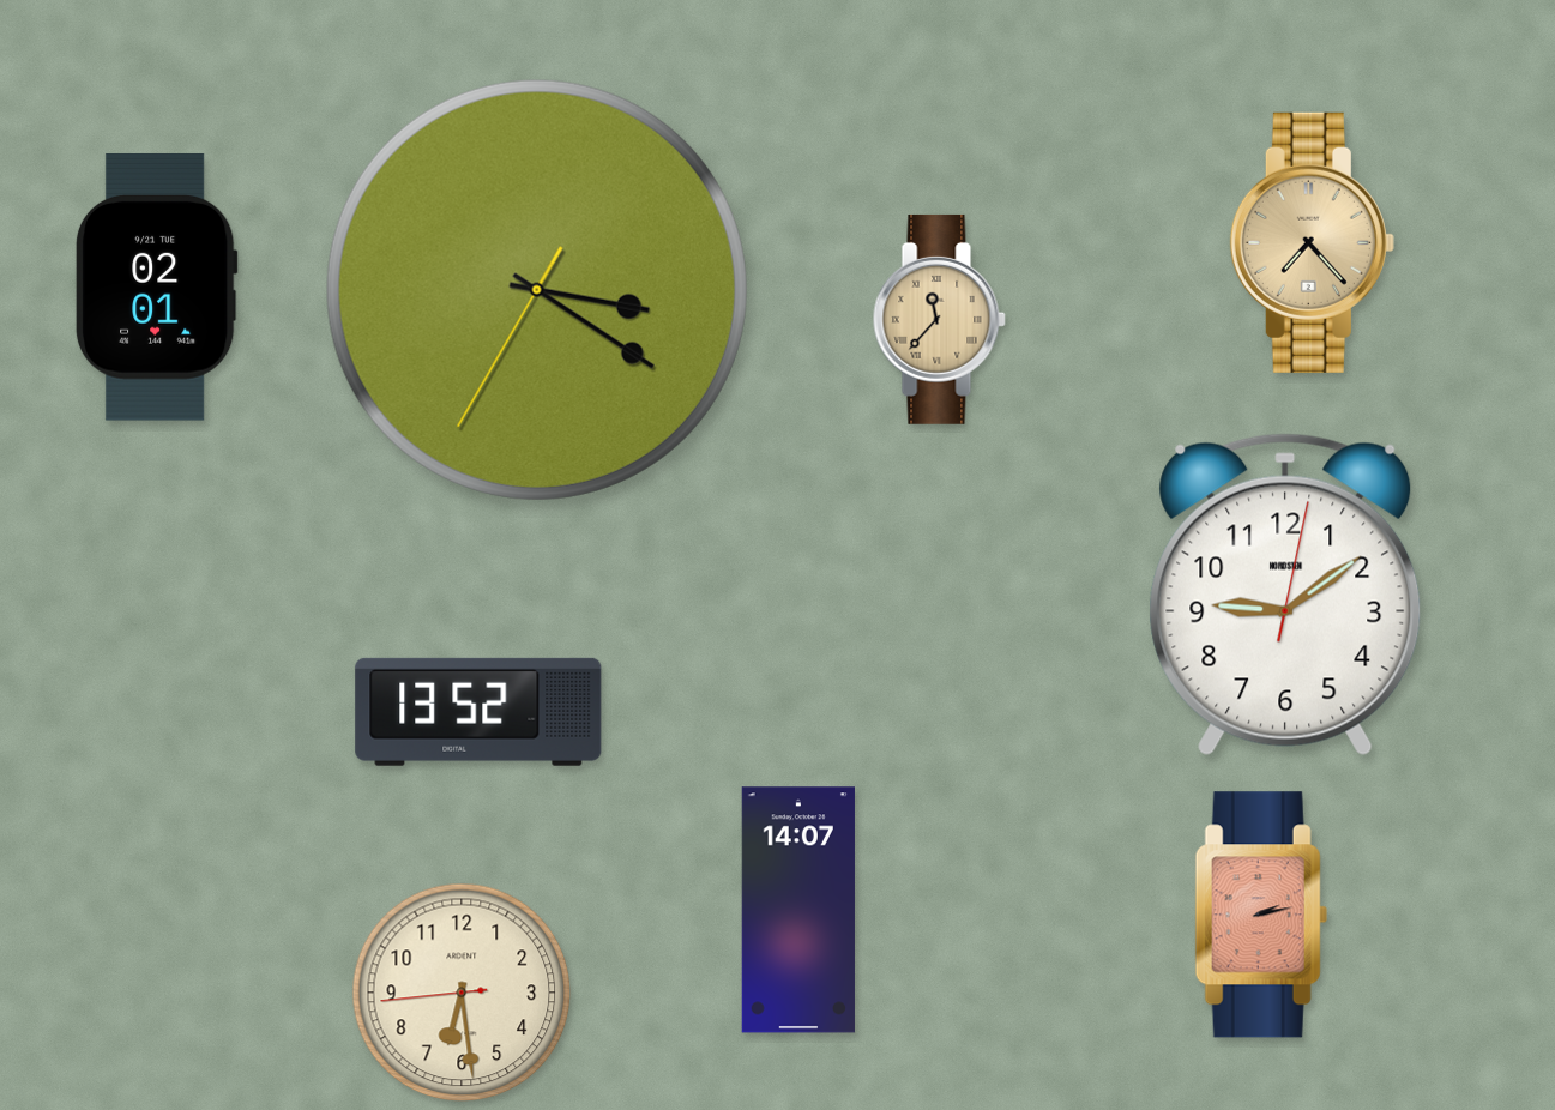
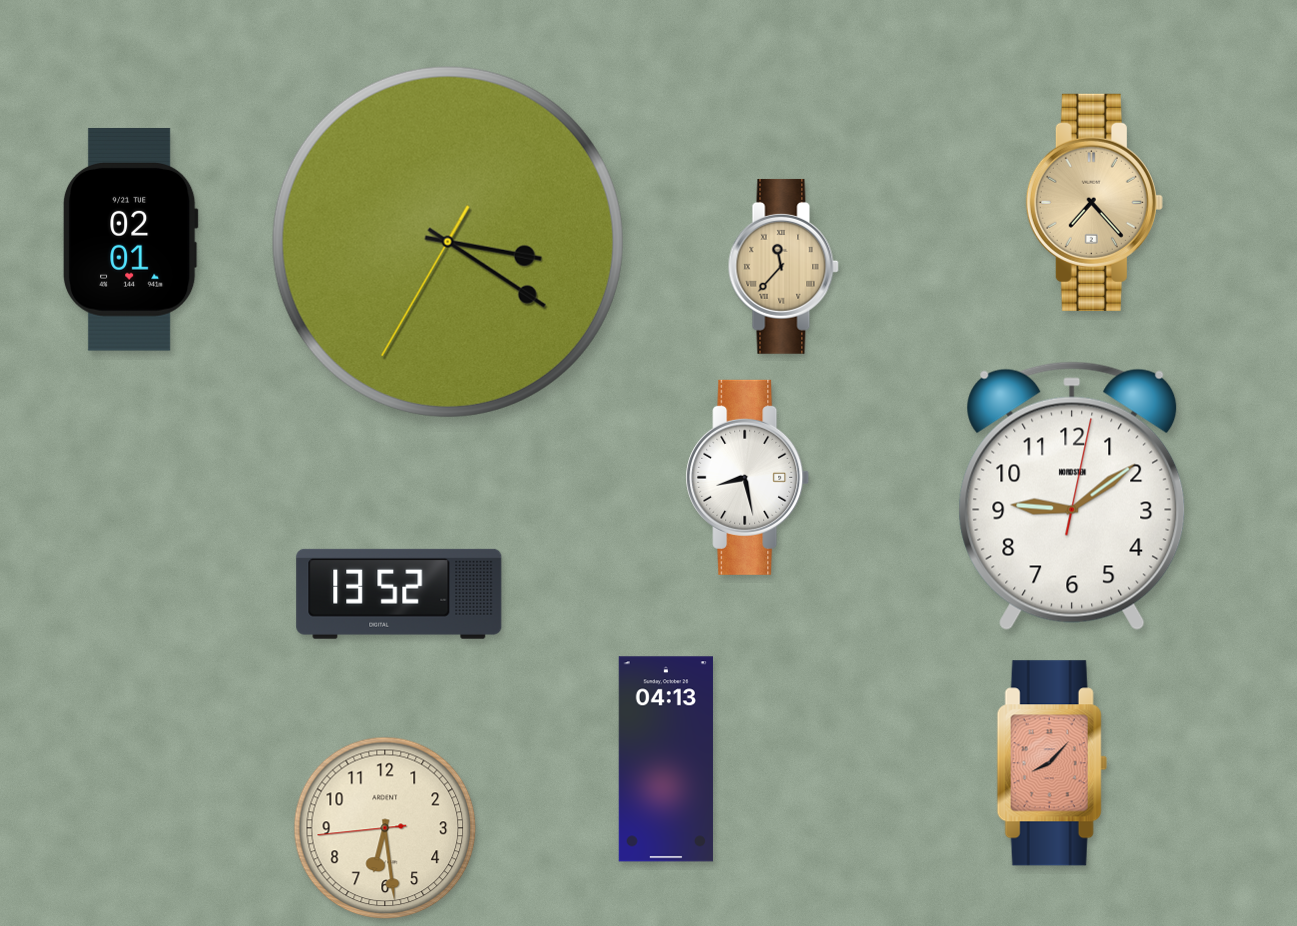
clock at (748, 477): none -> 8:28
clock at (798, 910): 14:07 -> 04:13
clock at (1261, 915): 2:13 -> 8:07
